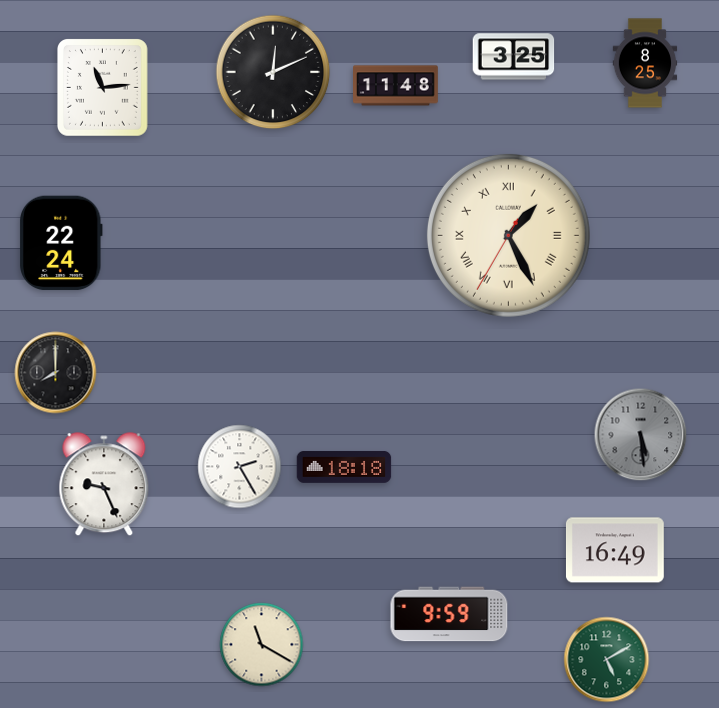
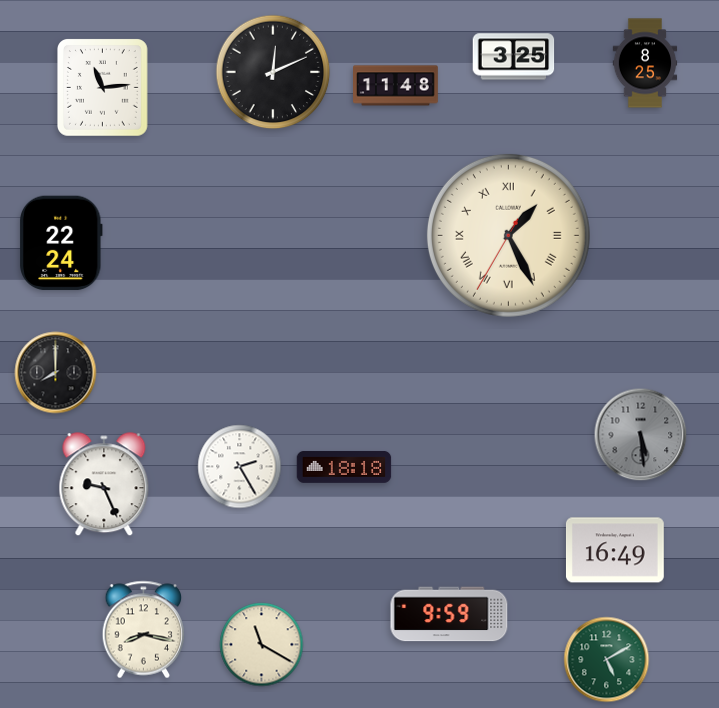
clock at (144, 630): none -> 8:17
